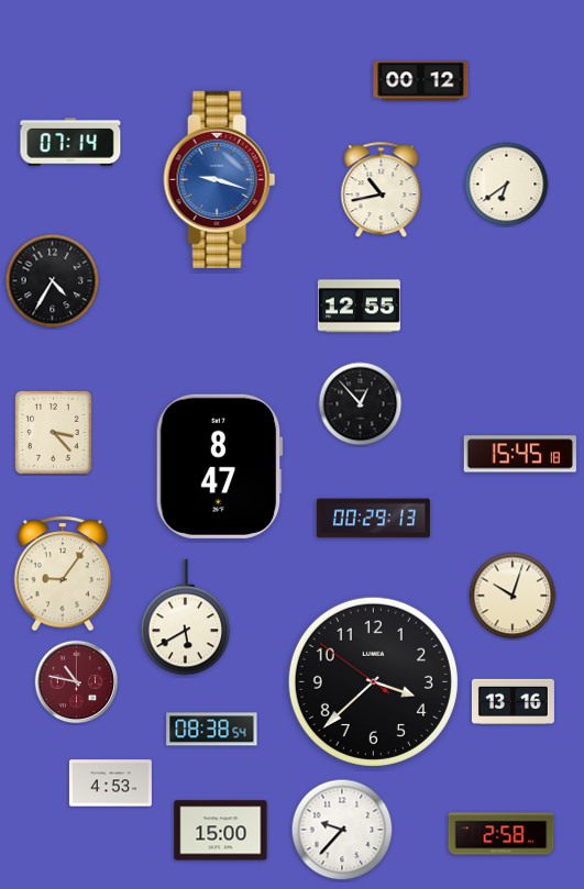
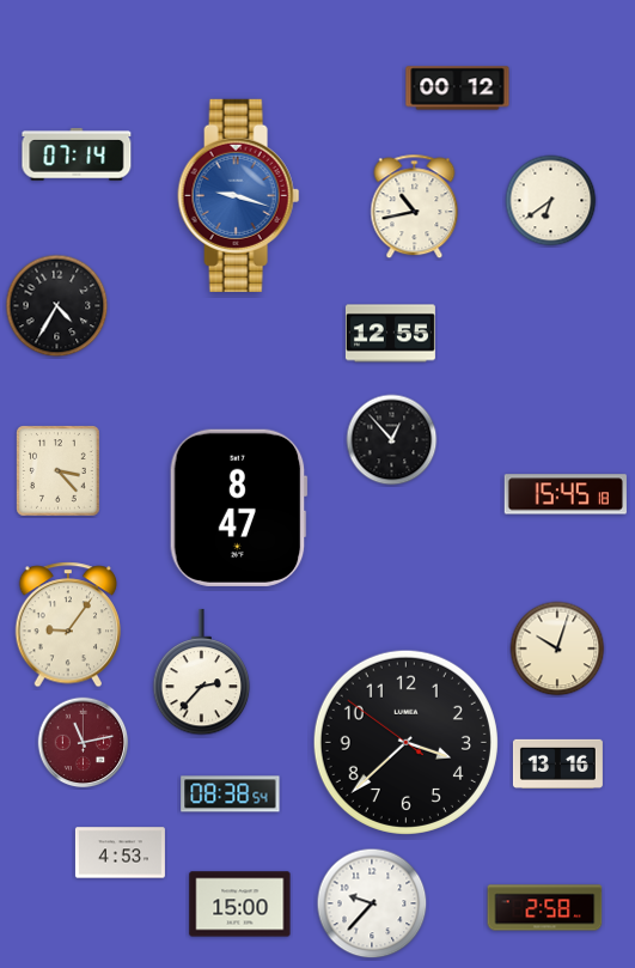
clock at (373, 519): 00:29 -> none
clock at (186, 618): 5:40 -> 2:37
clock at (77, 682): 10:47 -> 11:13
